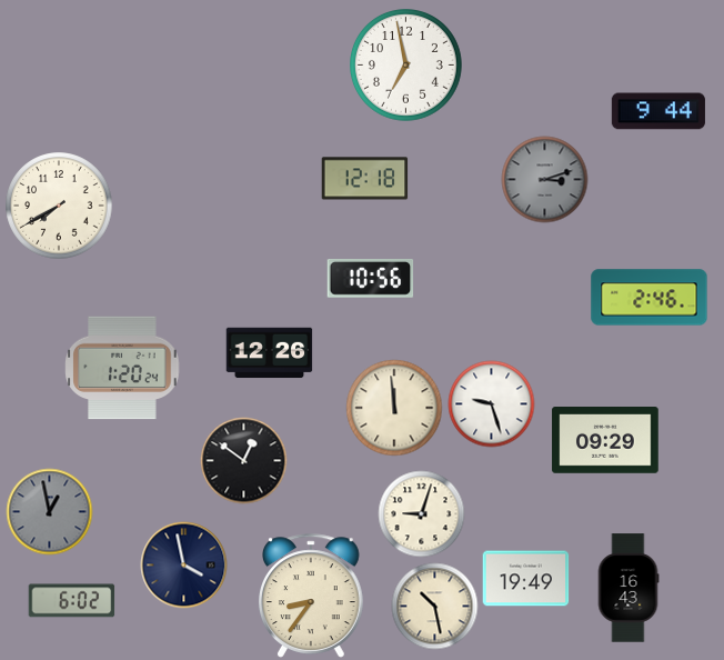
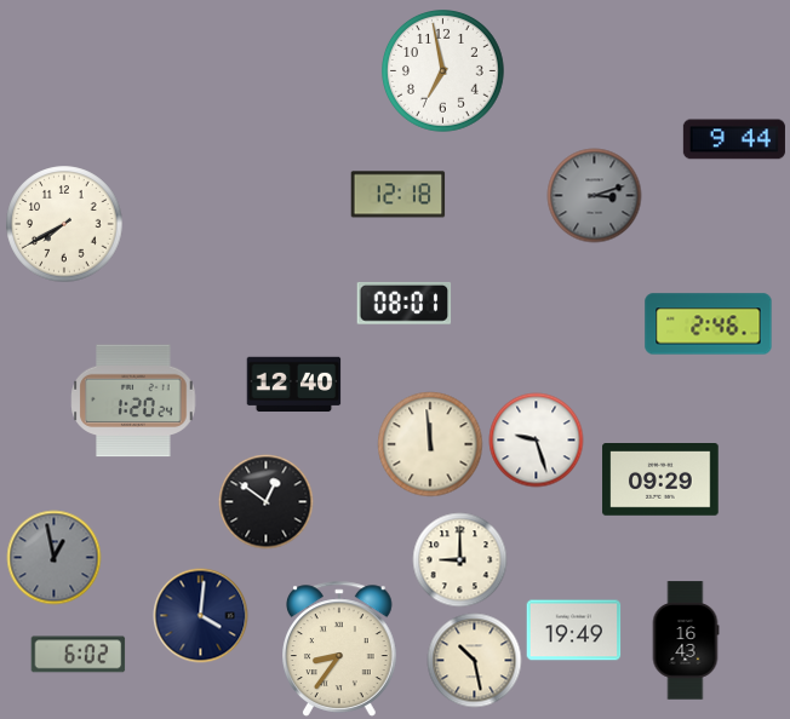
clock at (658, 111) position: (658, 111) -> (734, 139)
clock at (370, 279): 10:56 -> 08:01
clock at (269, 353): 12:26 -> 12:40
clock at (421, 513): 9:03 -> 9:00
clock at (183, 564): 3:58 -> 4:01
